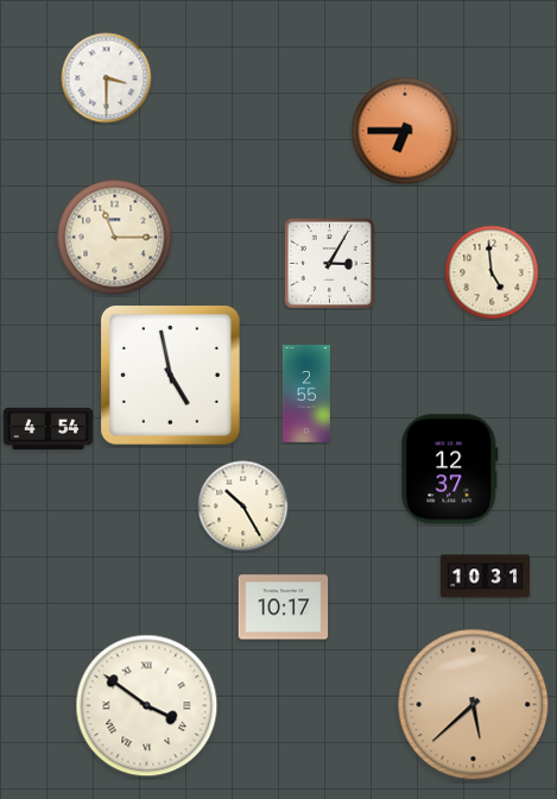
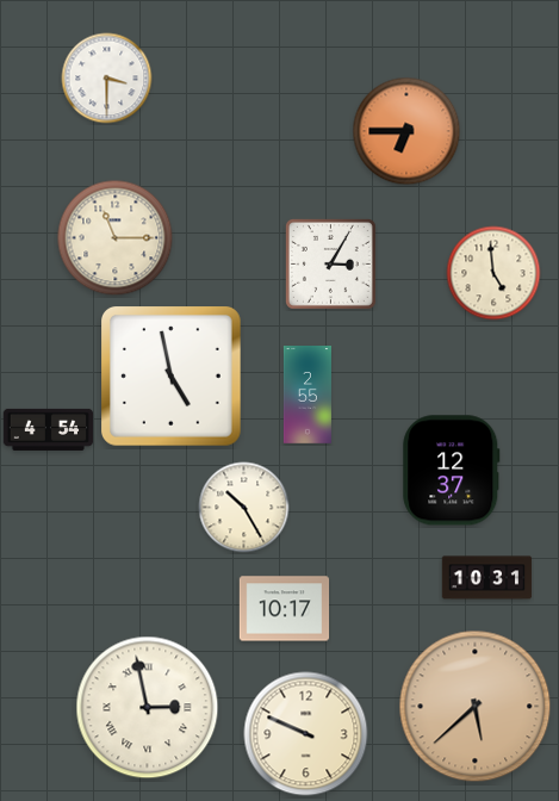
clock at (147, 706): 3:51 -> 2:58
clock at (306, 734): none -> 9:49
